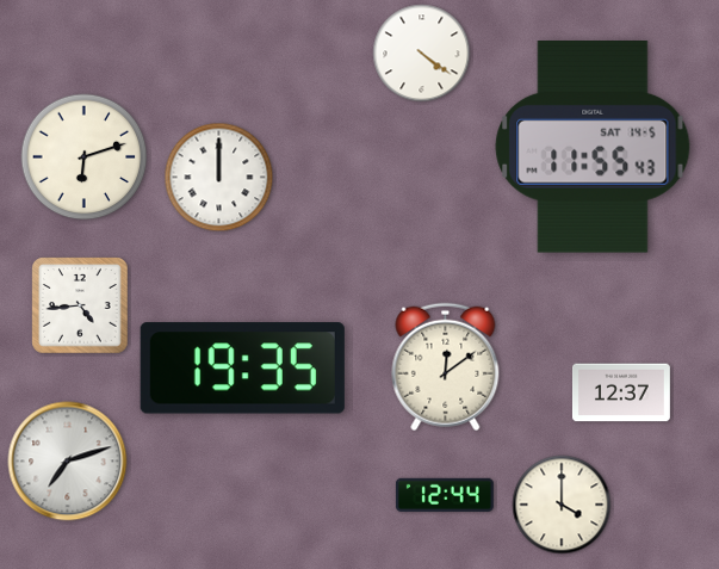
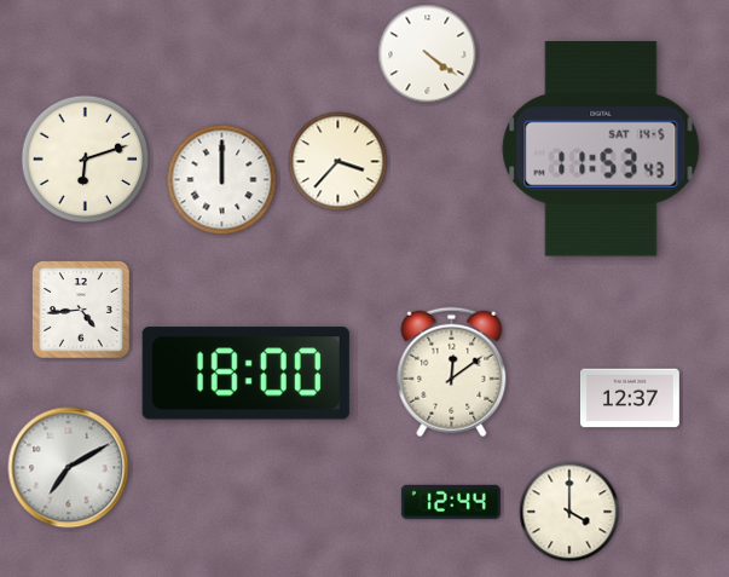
clock at (593, 148): 11:55 -> 11:53
clock at (339, 162): none -> 3:37
clock at (242, 369): 19:35 -> 18:00
clock at (68, 462): 7:12 -> 7:10
